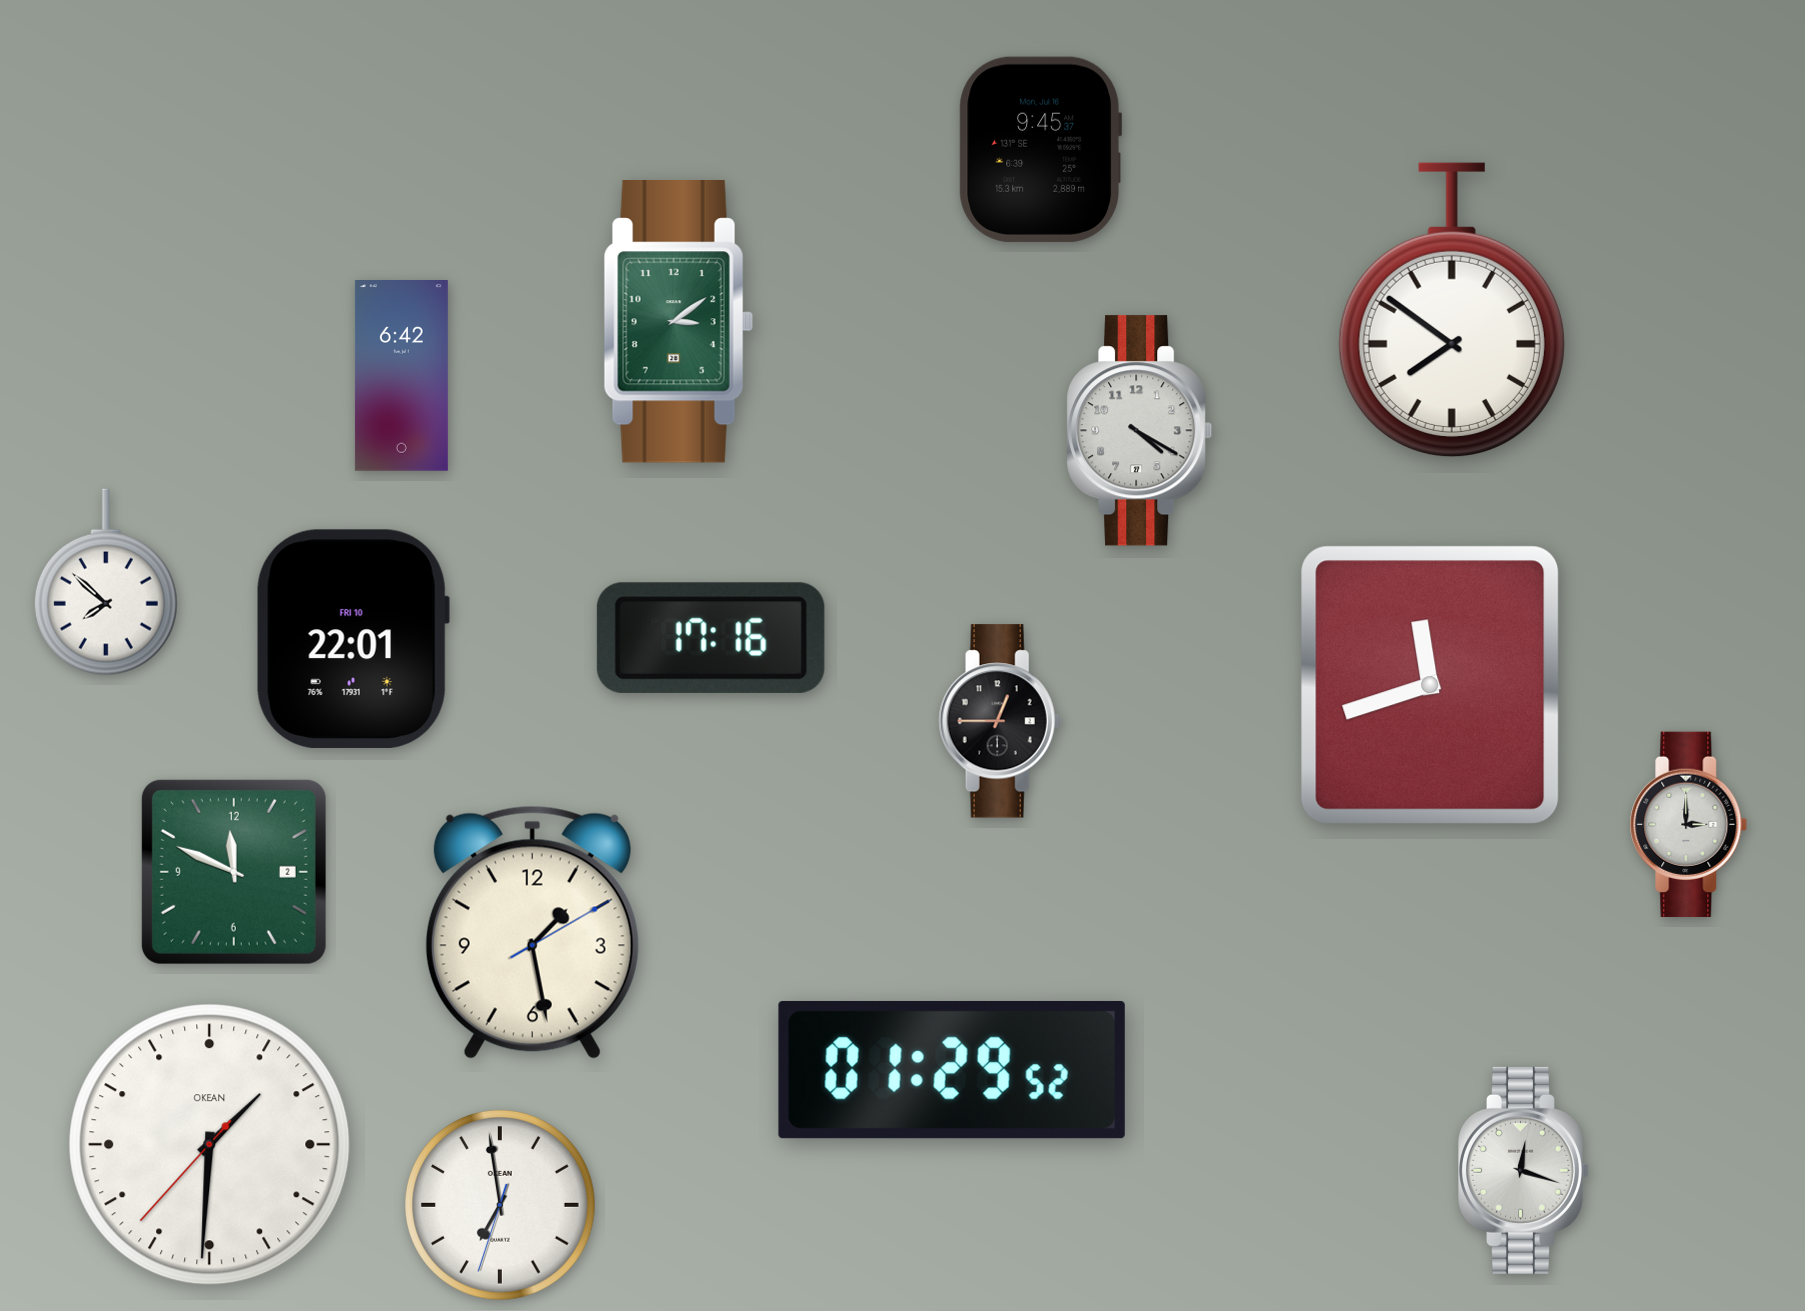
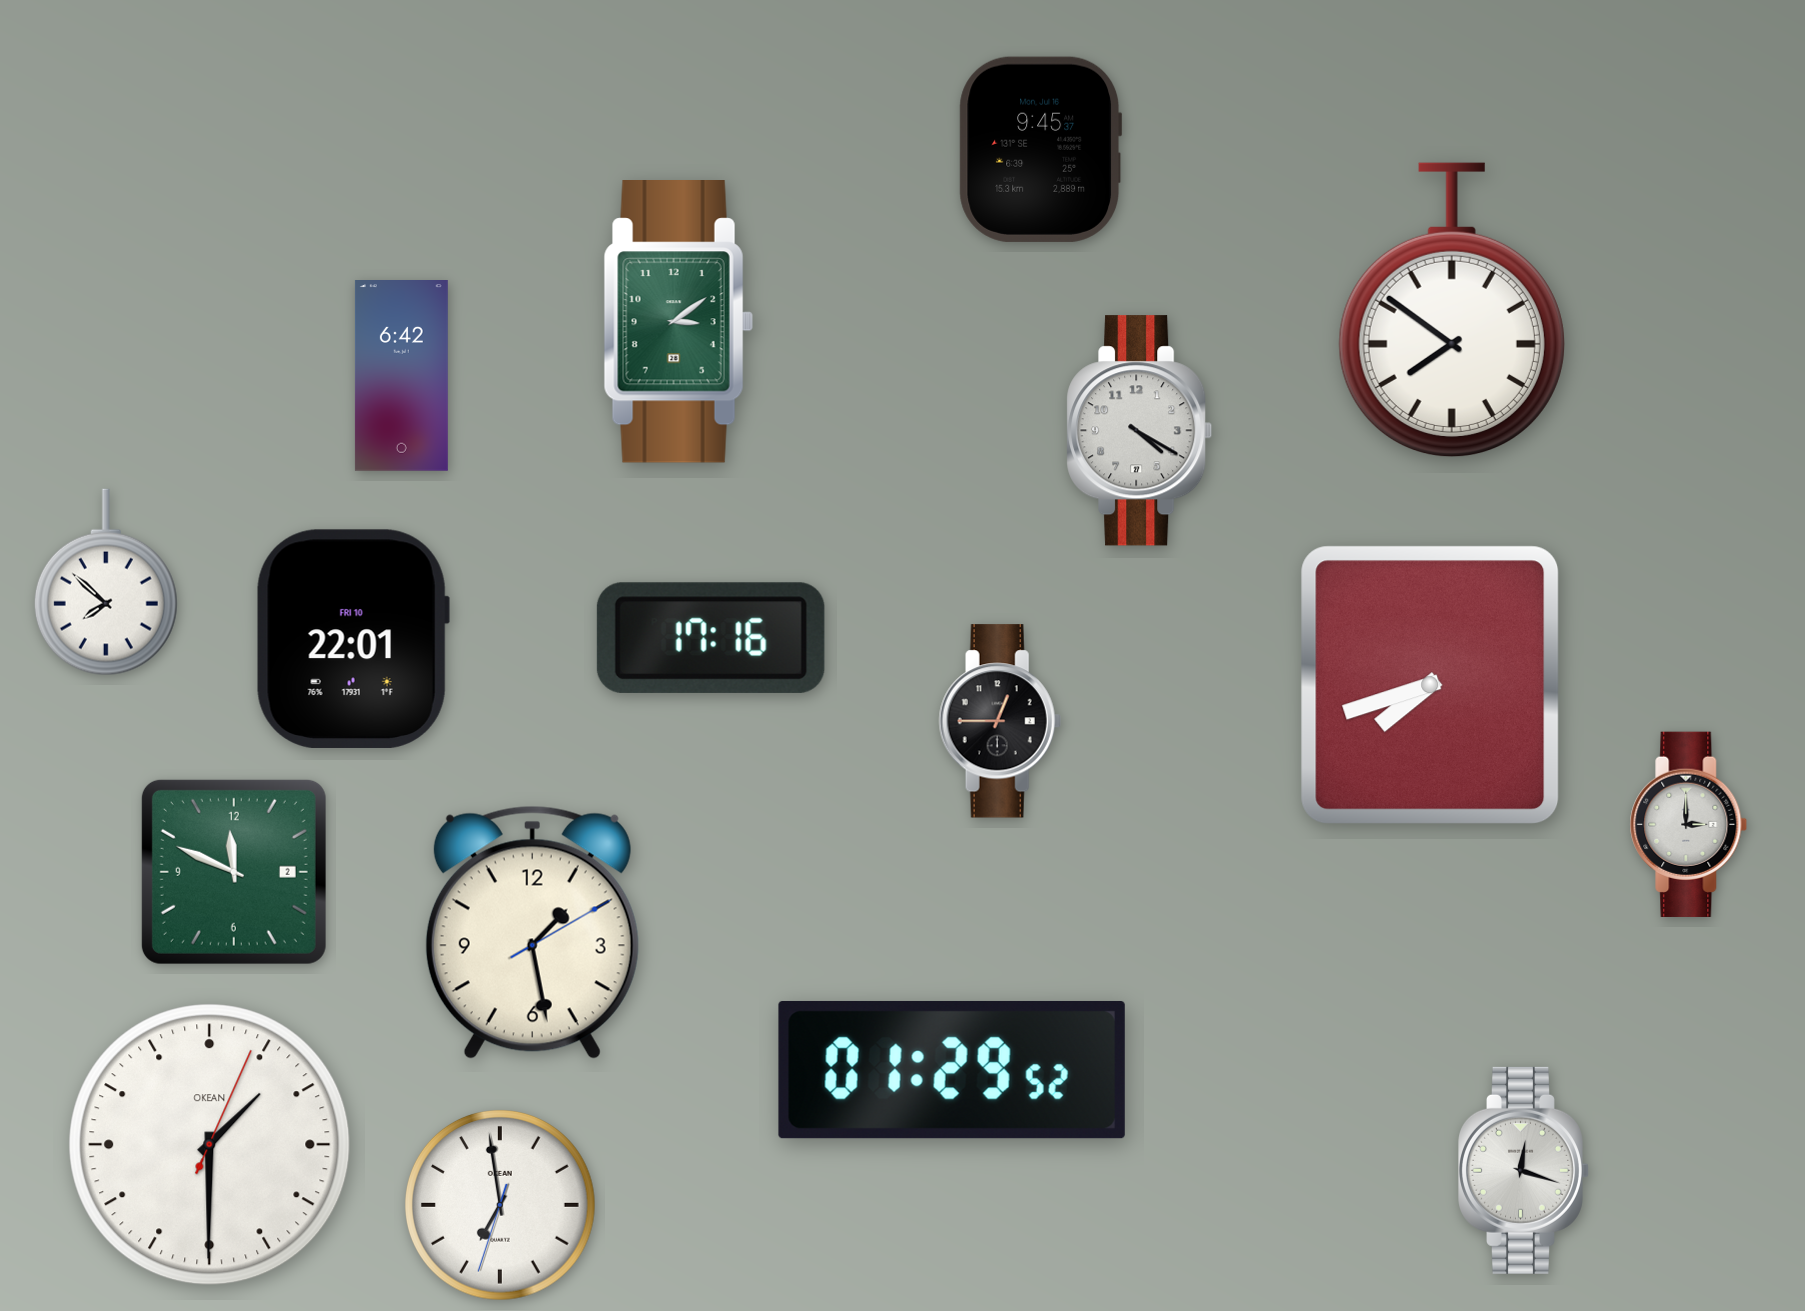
clock at (1430, 685): 11:42 -> 7:42
clock at (210, 1145): 1:30:37 -> 1:30:04
